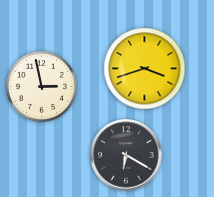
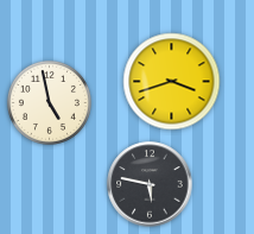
clock at (41, 86): 2:58 -> 4:58
clock at (126, 155): 6:20 -> 5:47
